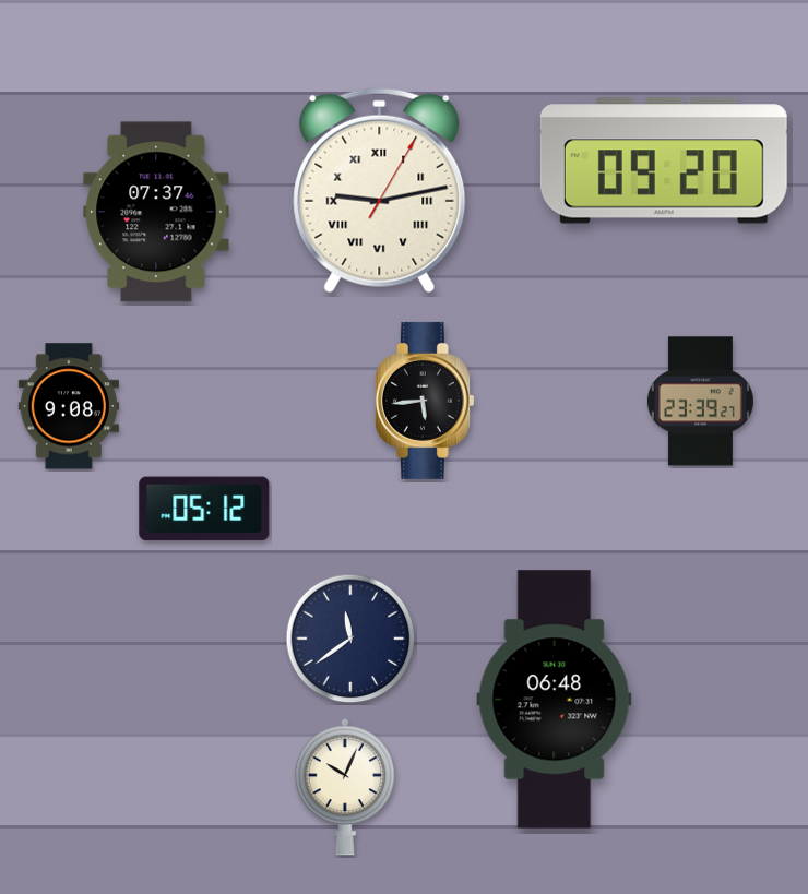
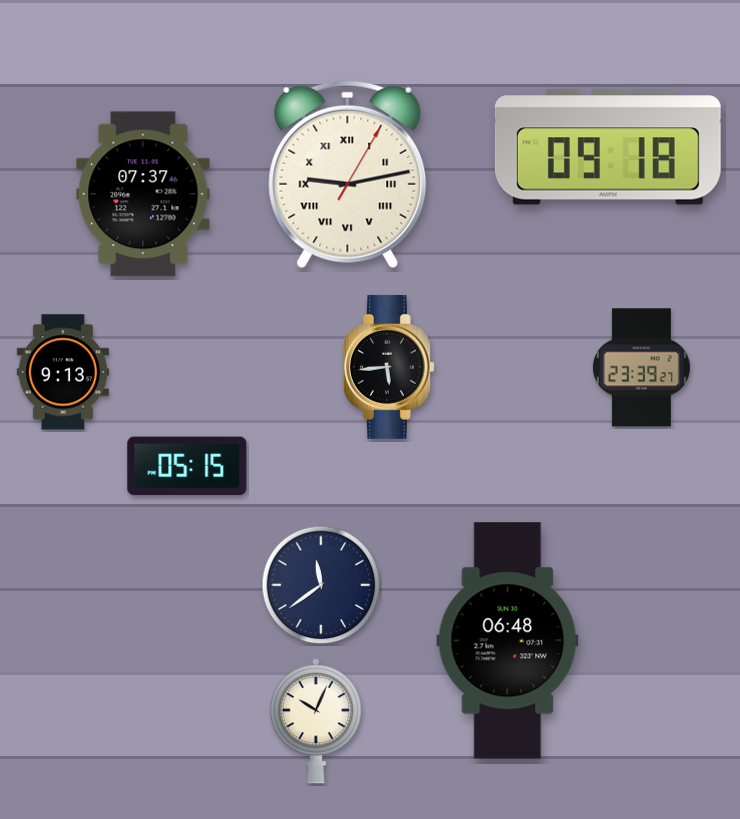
clock at (664, 160): 09:20 -> 09:18
clock at (69, 406): 9:08 -> 9:13
clock at (204, 509): 05:12 -> 05:15
